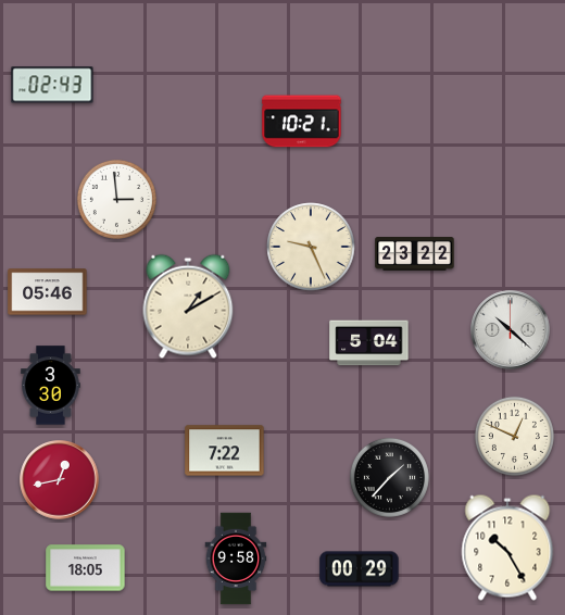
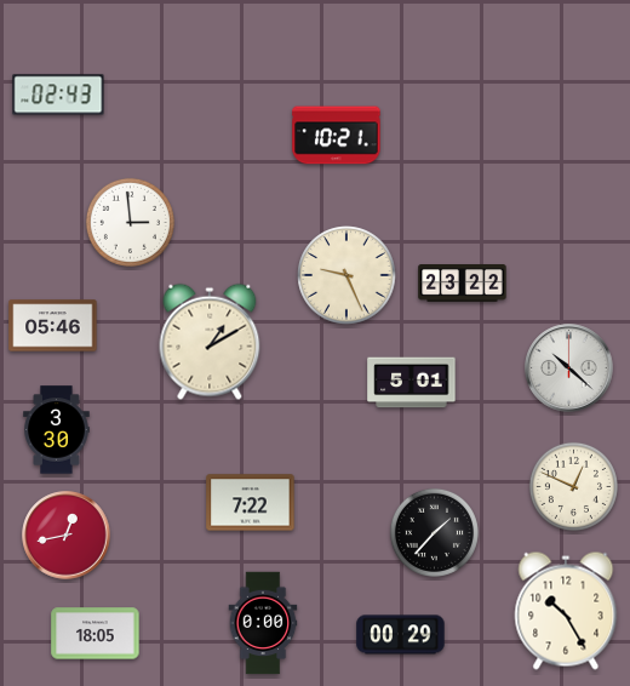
clock at (369, 343): 5:04 -> 5:01
clock at (236, 558): 9:58 -> 0:00
